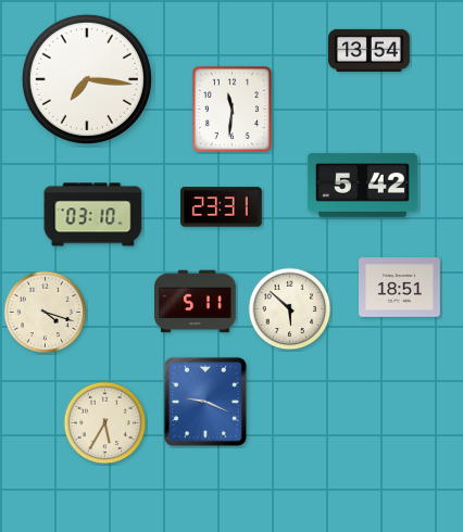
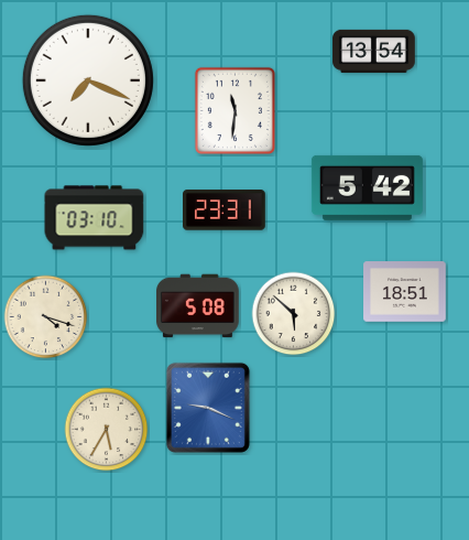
clock at (87, 79): 7:16 -> 7:19
clock at (196, 302): 5:11 -> 5:08
